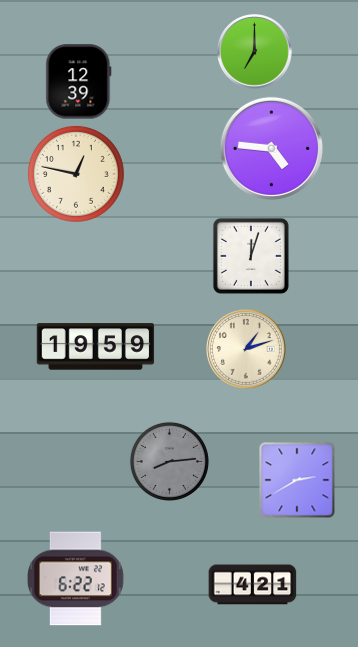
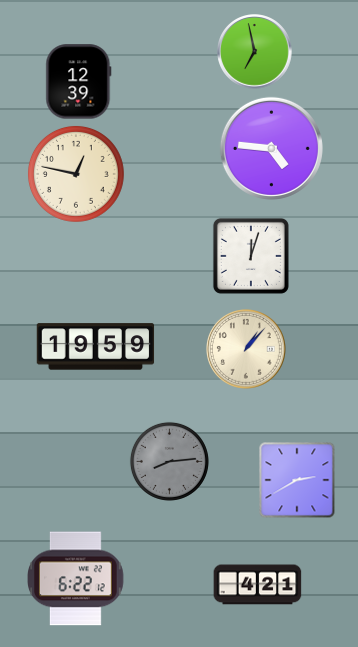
clock at (255, 52): 7:00 -> 6:58
clock at (247, 350): 1:12 -> 1:07
clock at (253, 585) position: (253, 585) -> (258, 585)
